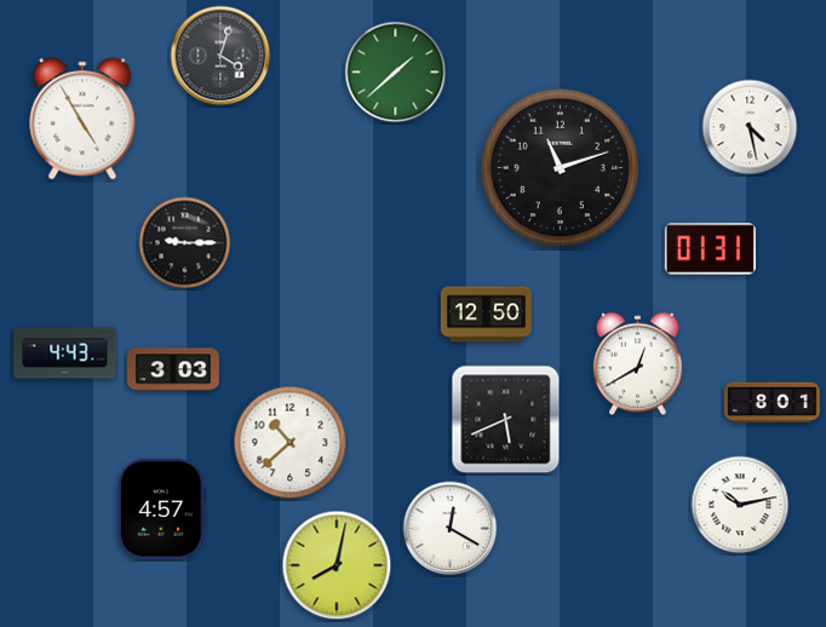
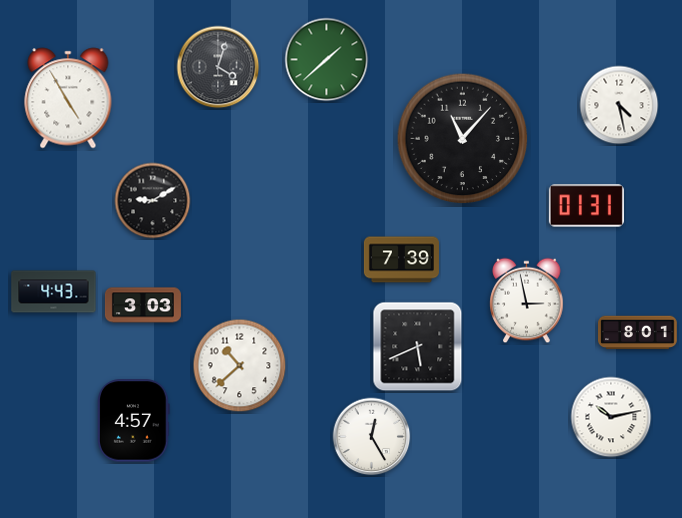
clock at (220, 56) position: (220, 56) -> (218, 67)
clock at (561, 168): 11:12 -> 11:07
clock at (185, 243): 9:15 -> 9:10
clock at (486, 315): 12:50 -> 7:39
clock at (638, 364): 12:40 -> 2:58
clock at (451, 529): 12:20 -> 12:25
clock at (337, 565): 8:02 -> none
